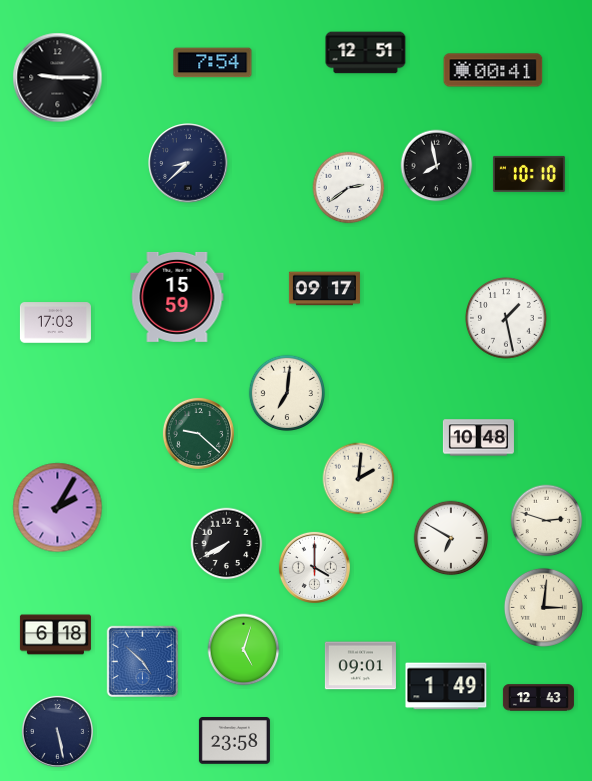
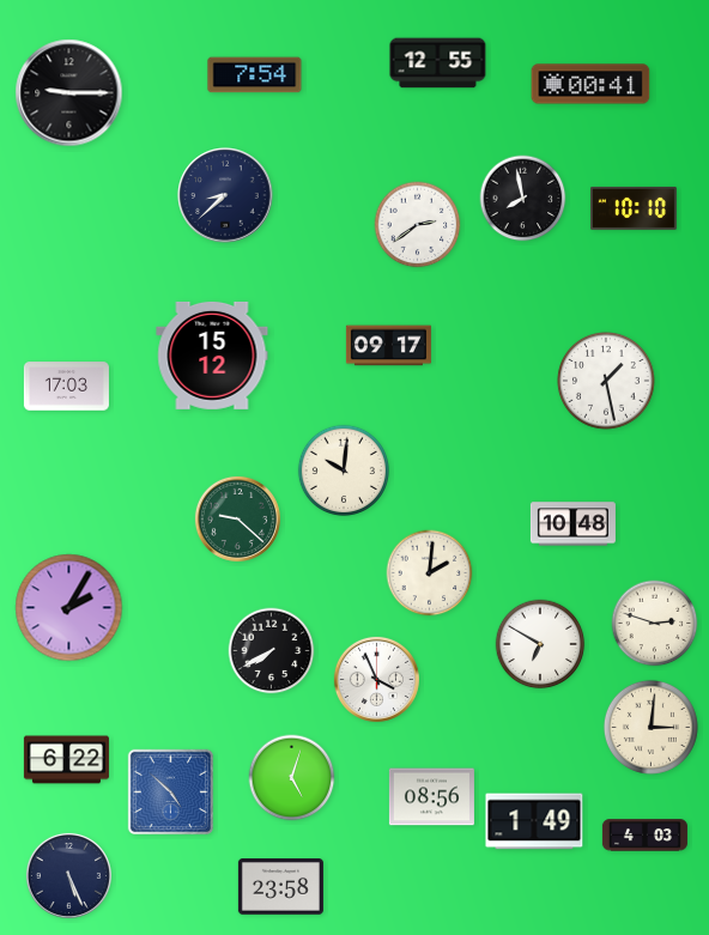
clock at (366, 53): 12:51 -> 12:55
clock at (177, 297): 15:59 -> 15:12
clock at (286, 392): 7:01 -> 10:01
clock at (314, 567): 4:00 -> 3:56
clock at (55, 635): 6:18 -> 6:22
clock at (360, 666): 09:01 -> 08:56
clock at (538, 698): 12:43 -> 4:03
clock at (57, 731): 5:28 -> 5:26
